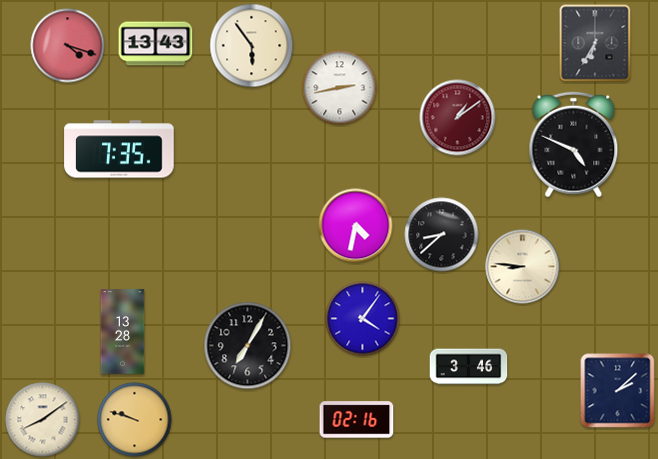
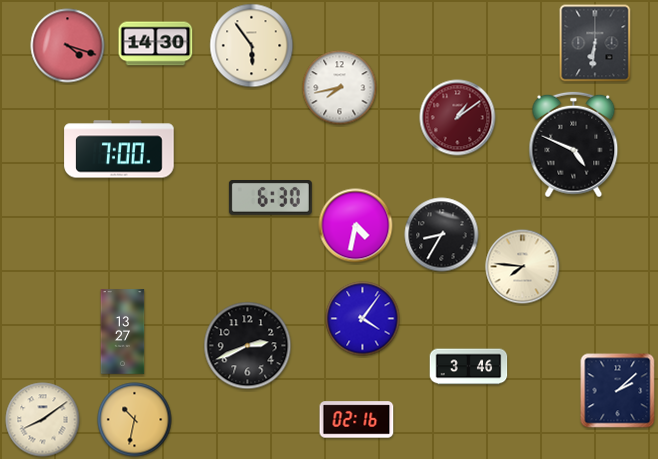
clock at (595, 43): 6:35 -> 6:31
clock at (156, 44): 13:43 -> 14:30
clock at (340, 88): 2:43 -> 7:43
clock at (119, 149): 7:35 -> 7:00
clock at (270, 198): none -> 6:30
clock at (442, 235): 8:38 -> 8:35
clock at (523, 267): 8:46 -> 7:46
clock at (123, 332): 13:28 -> 13:27
clock at (248, 346): 7:05 -> 2:41
clock at (135, 420): 9:48 -> 10:32
